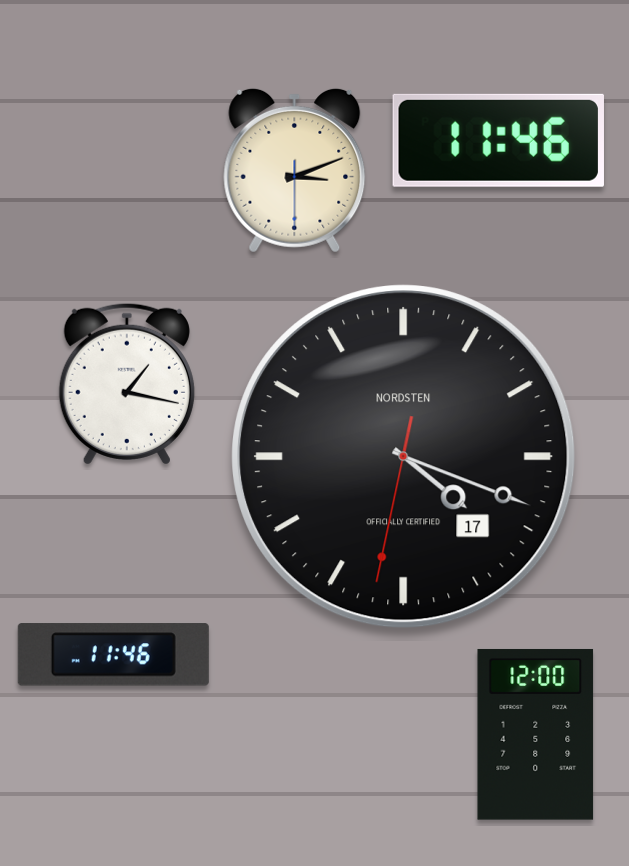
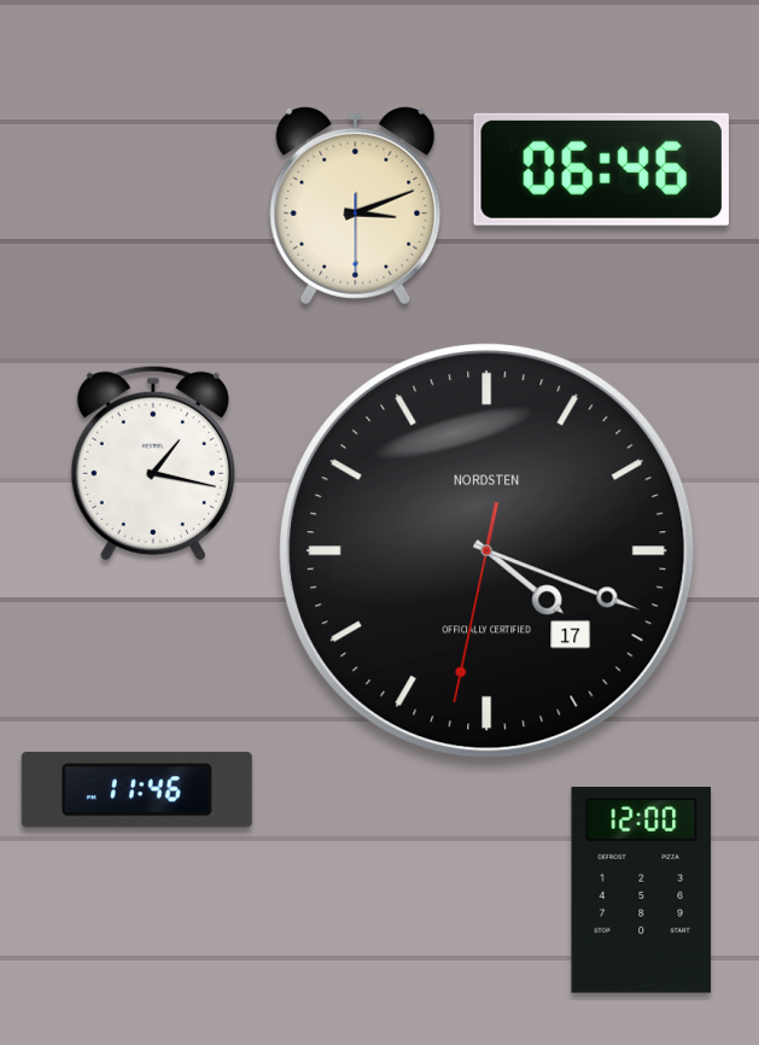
clock at (498, 140): 11:46 -> 06:46
clock at (536, 734) position: (536, 734) -> (642, 889)
